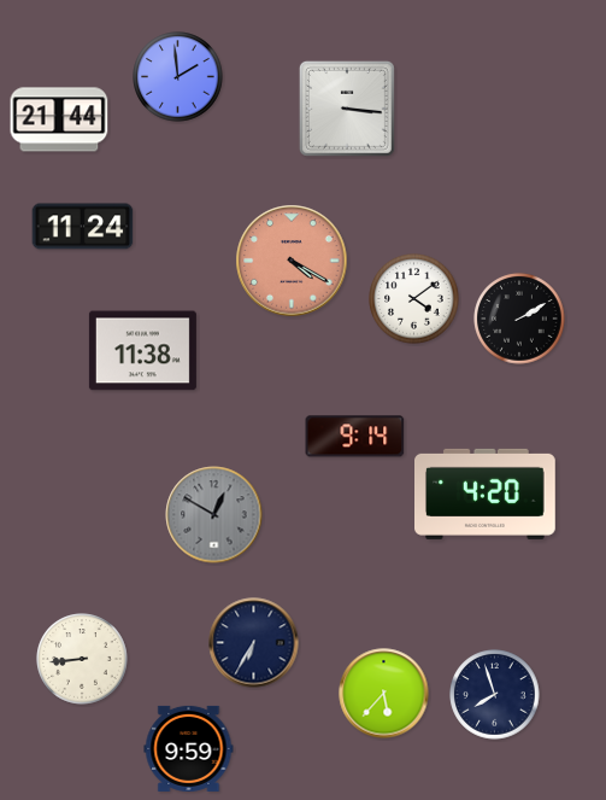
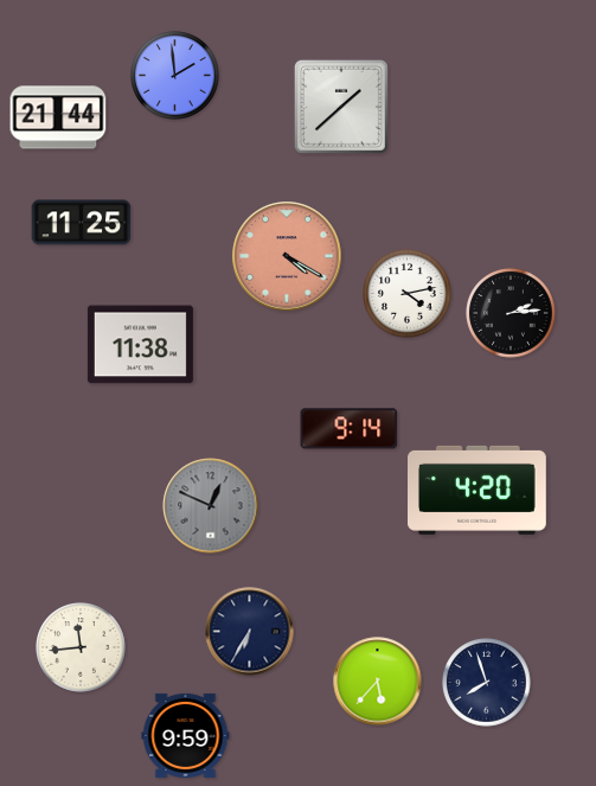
clock at (347, 109): 3:16 -> 1:38
clock at (83, 227): 11:24 -> 11:25
clock at (414, 299): 4:09 -> 4:13
clock at (519, 319): 2:10 -> 2:14
clock at (486, 494) position: (486, 494) -> (478, 490)
clock at (214, 515): 12:50 -> 12:49
clock at (82, 659): 8:44 -> 11:44
